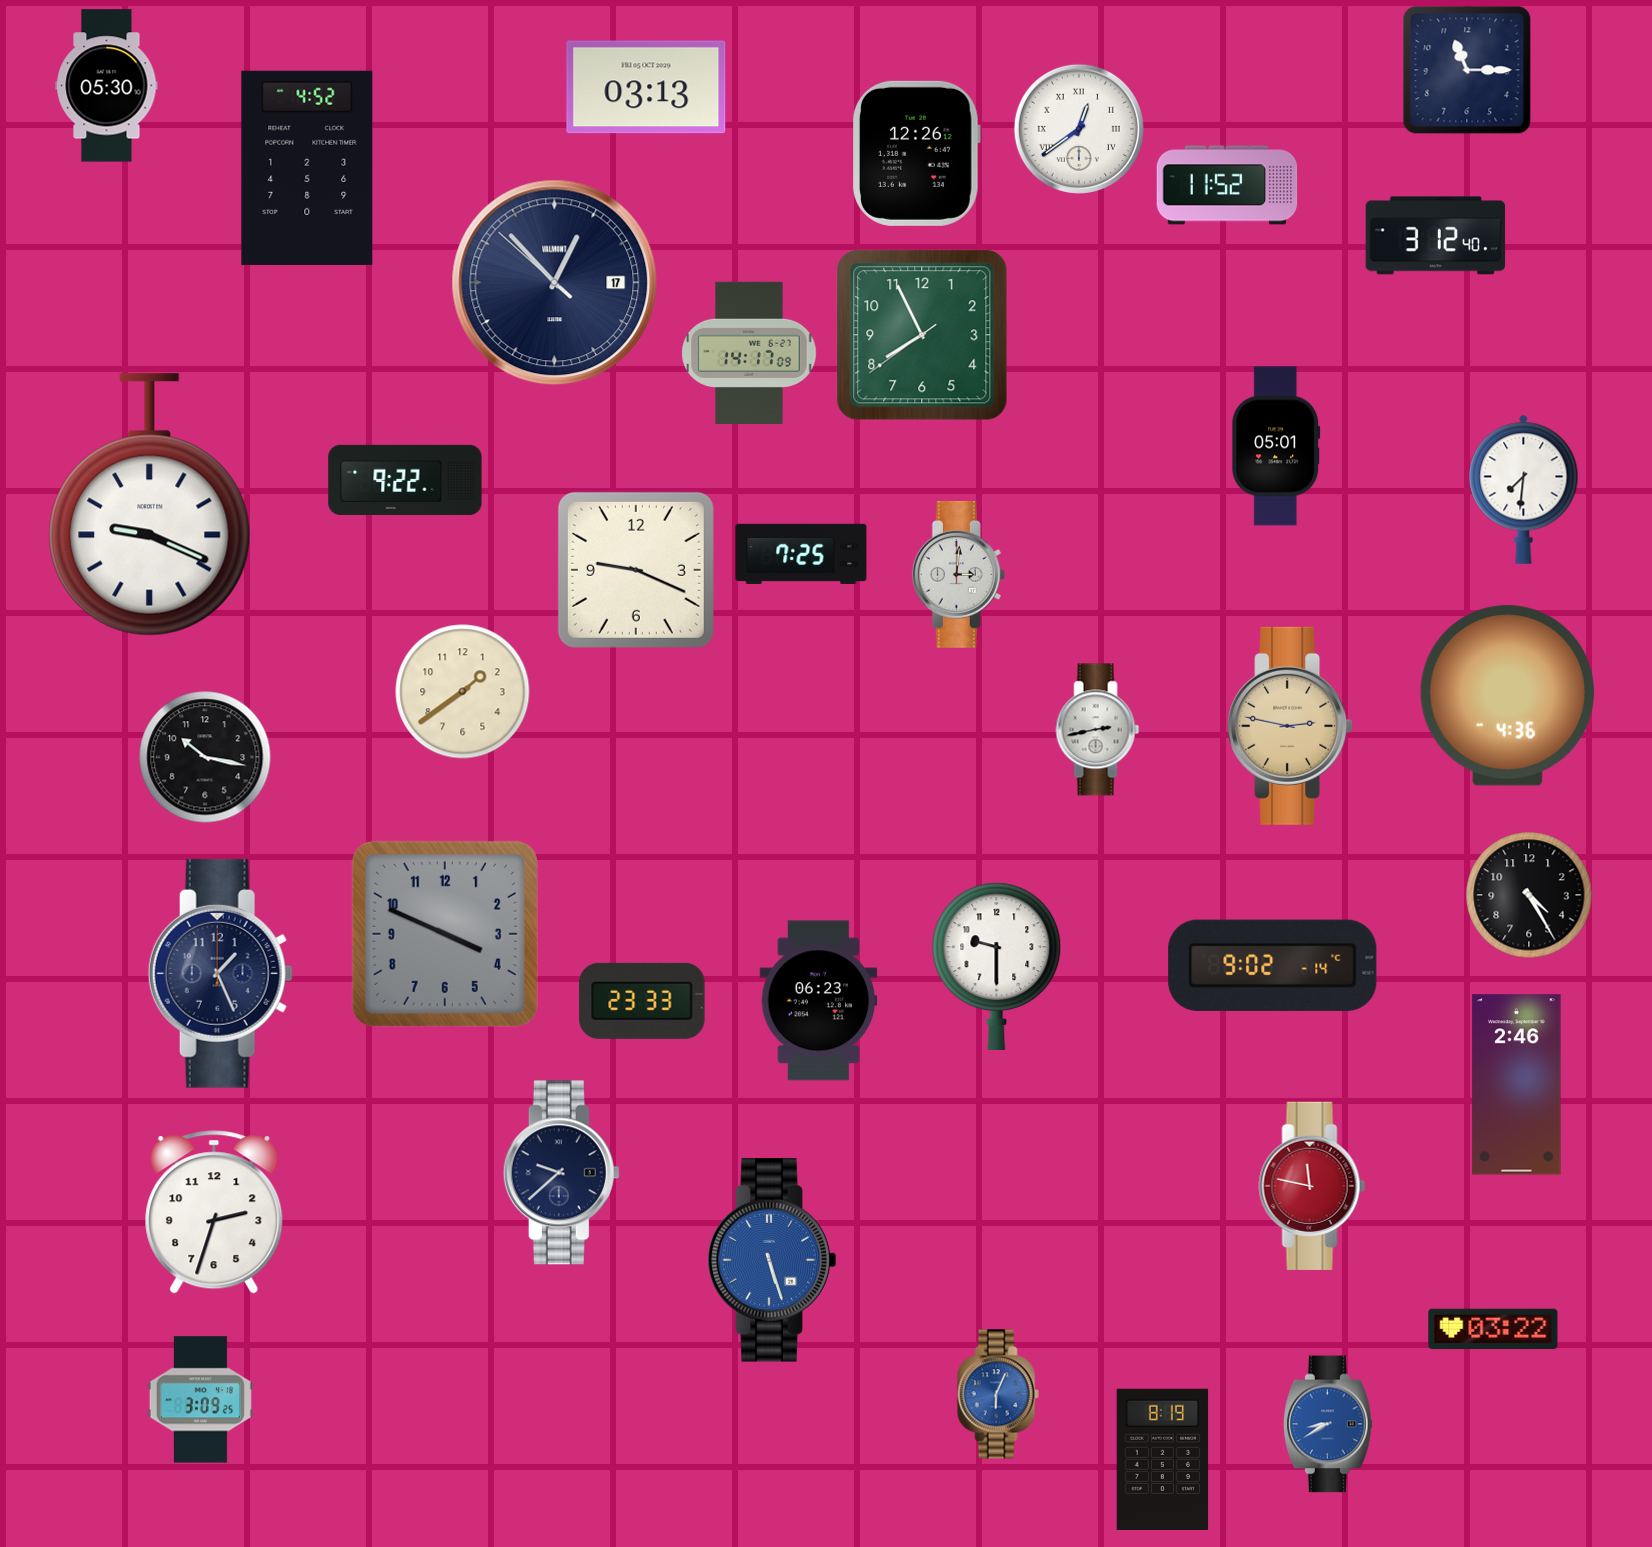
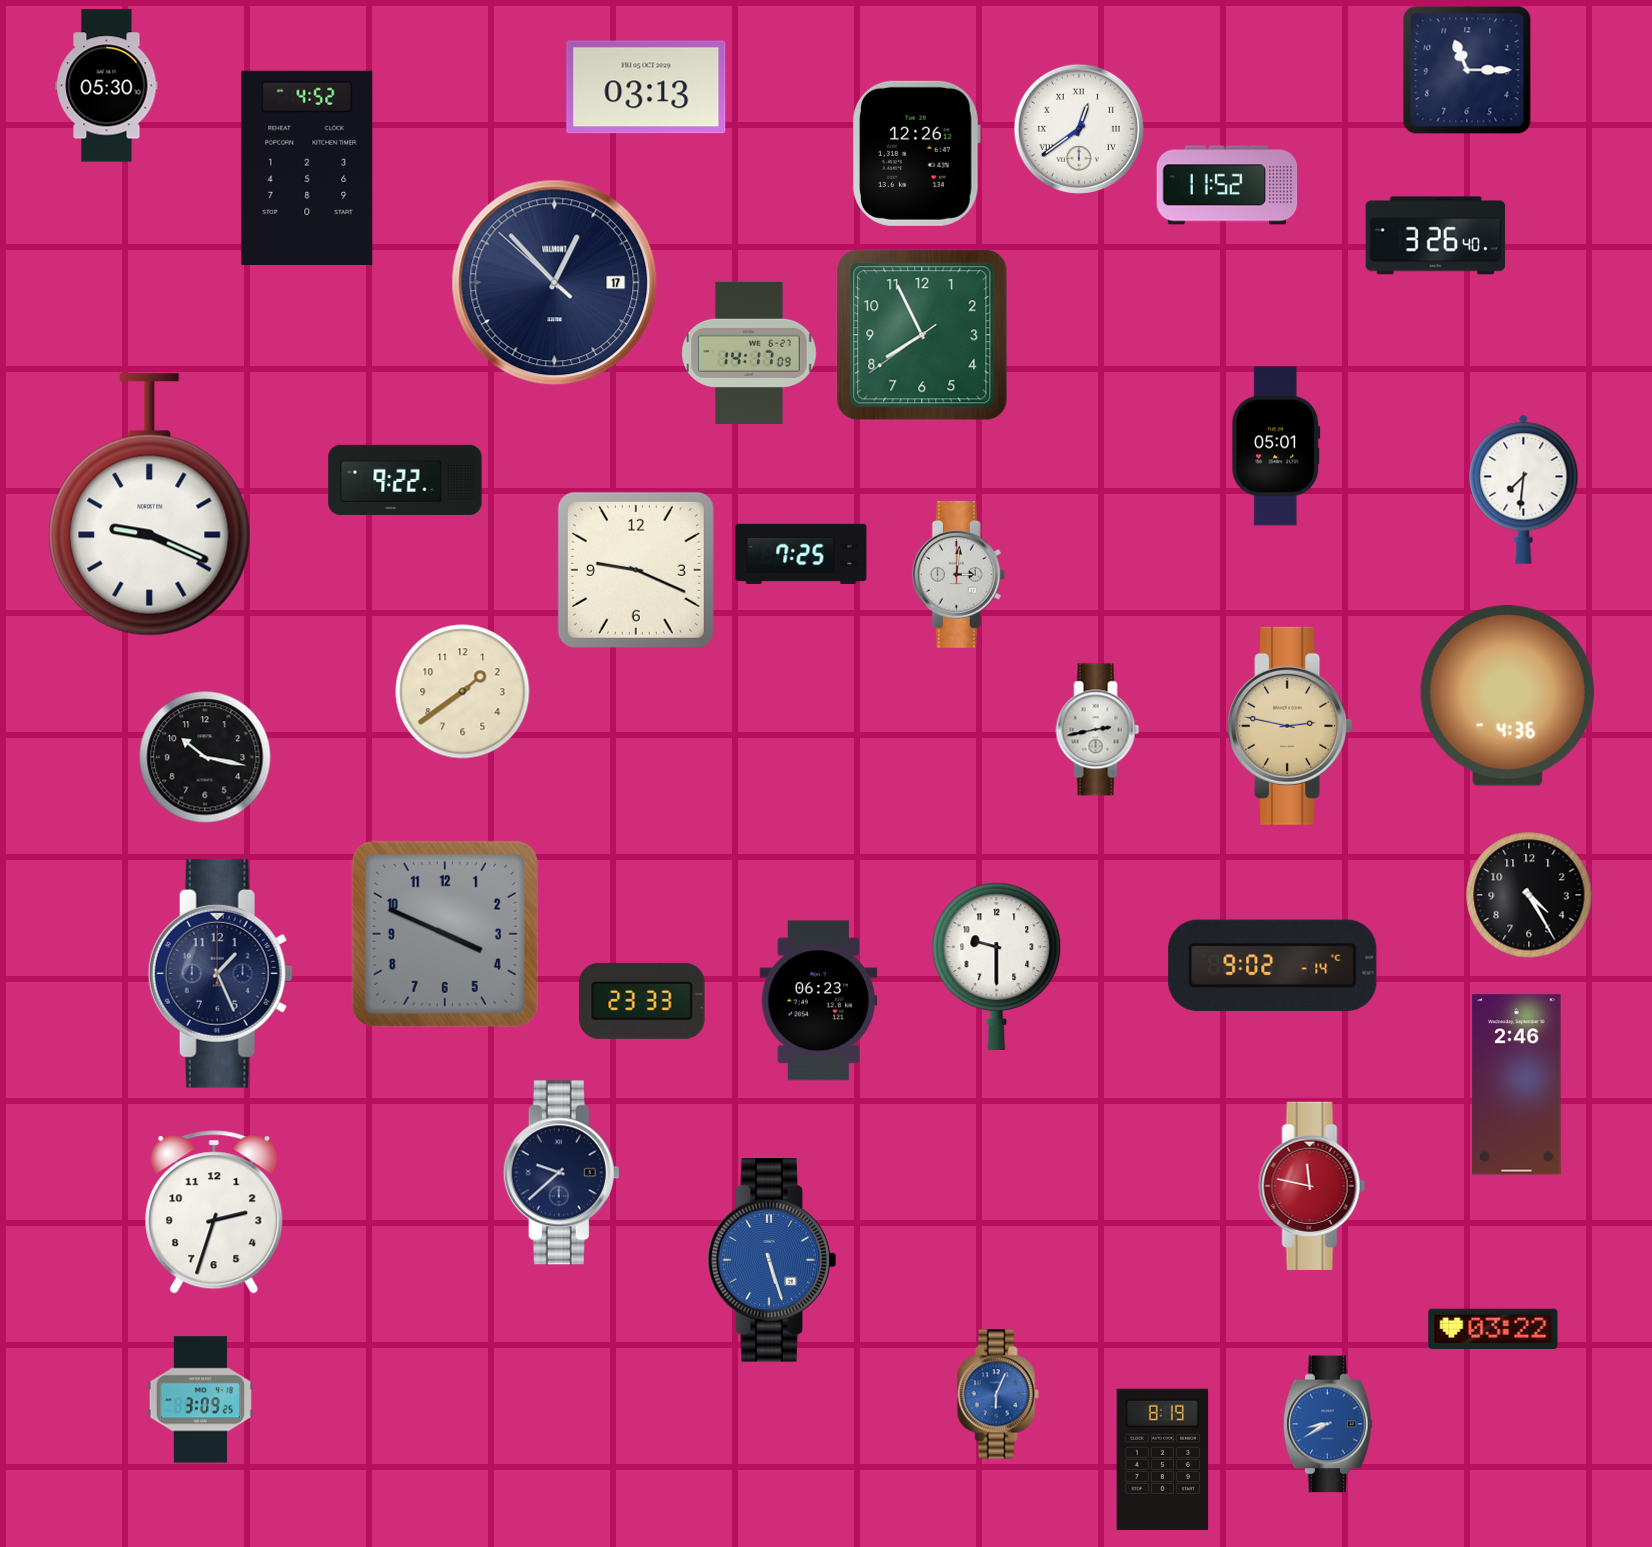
clock at (1436, 236): 3:12 -> 3:26
